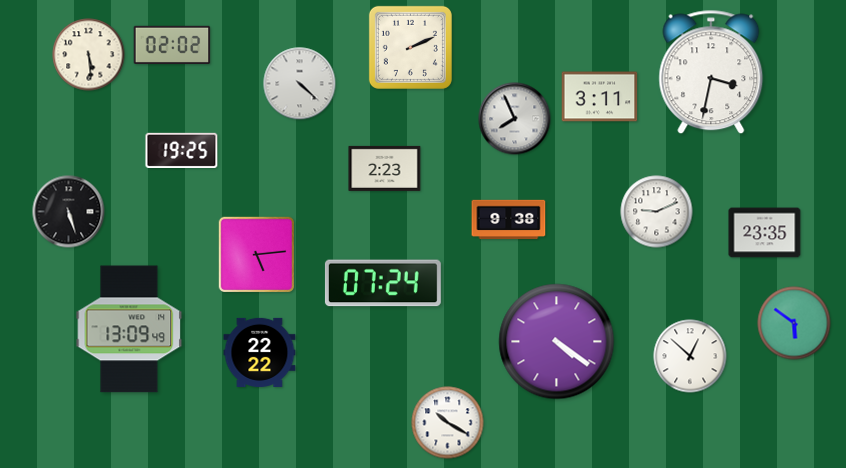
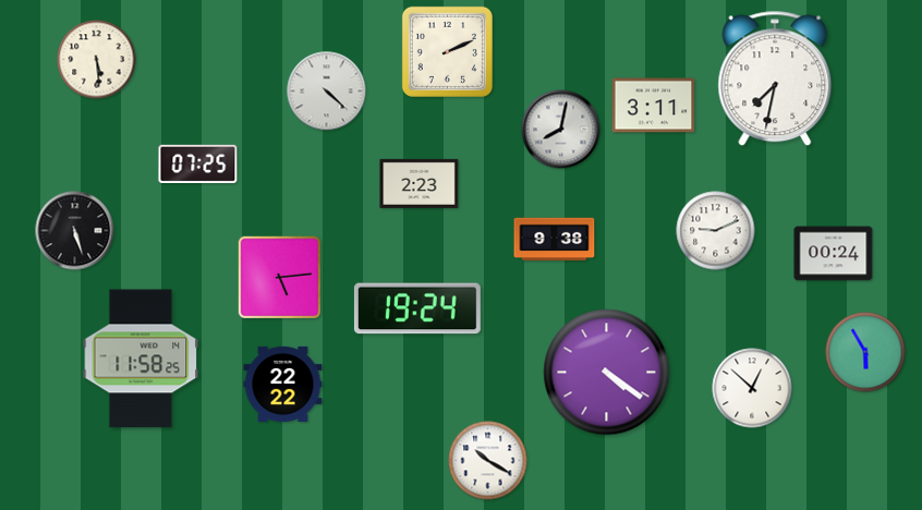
clock at (172, 44): 02:02 -> none
clock at (711, 72): 3:32 -> 7:32
clock at (515, 119): 7:56 -> 8:02
clock at (182, 150): 19:25 -> 07:25
clock at (765, 233): 23:35 -> 00:24
clock at (383, 283): 07:24 -> 19:24
clock at (794, 323): 5:51 -> 5:55
clock at (129, 329): 13:09 -> 11:58
